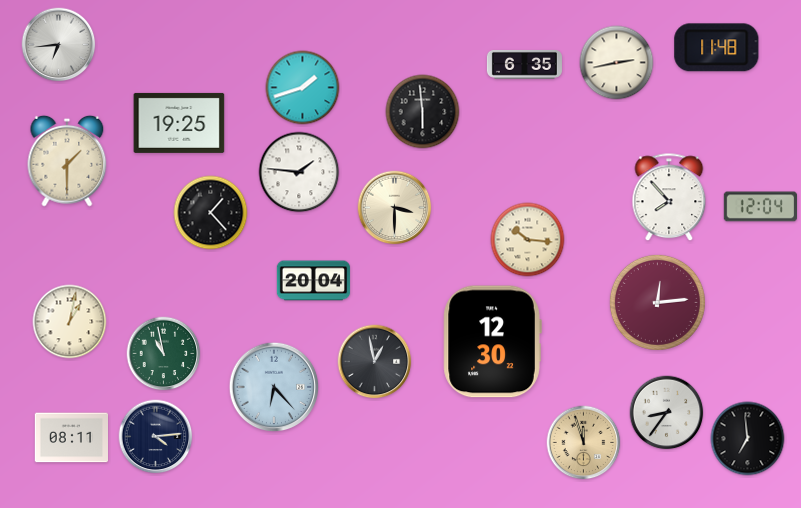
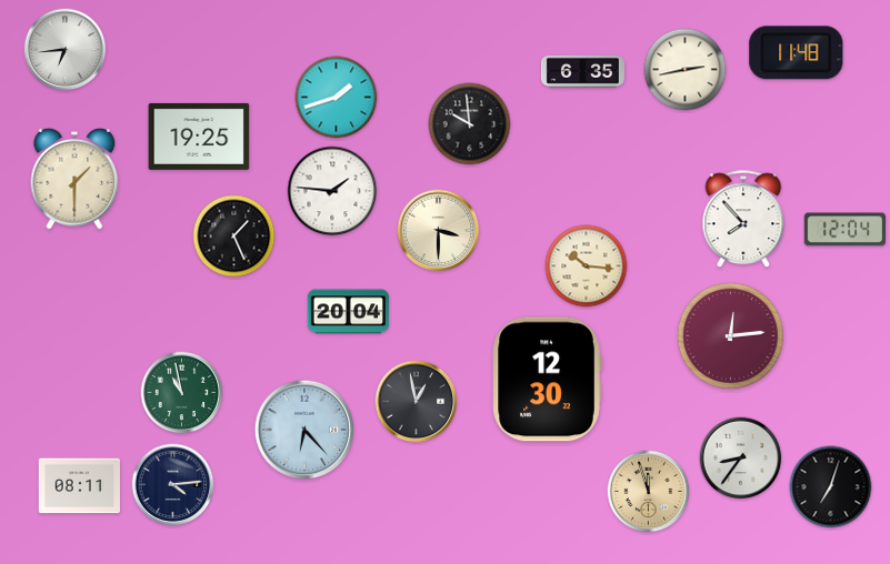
clock at (423, 112): 5:59 -> 9:59
clock at (211, 213): 1:23 -> 1:26
clock at (70, 322): 1:02 -> none
clock at (748, 439): 6:59 -> 7:03
